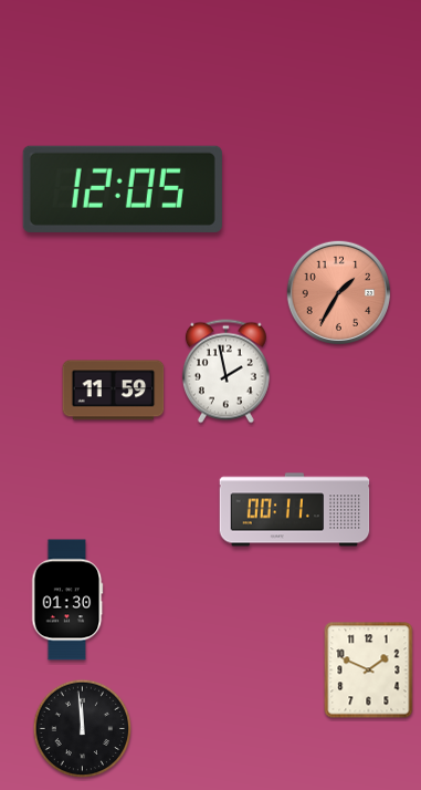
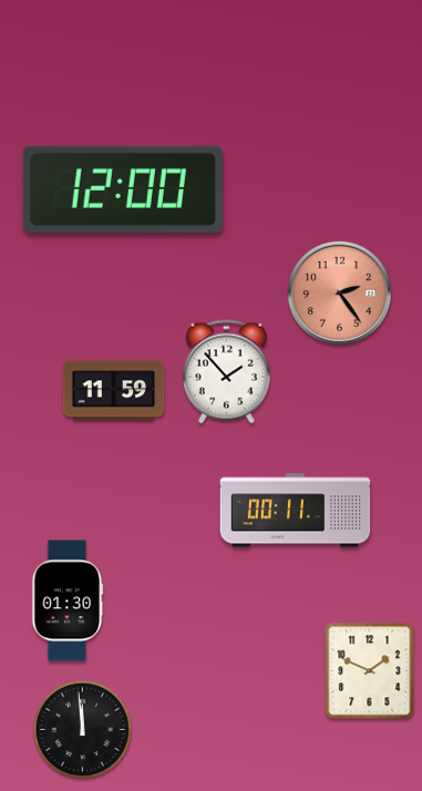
clock at (123, 189): 12:05 -> 12:00
clock at (338, 292): 1:35 -> 2:24
clock at (225, 372): 1:58 -> 1:53
